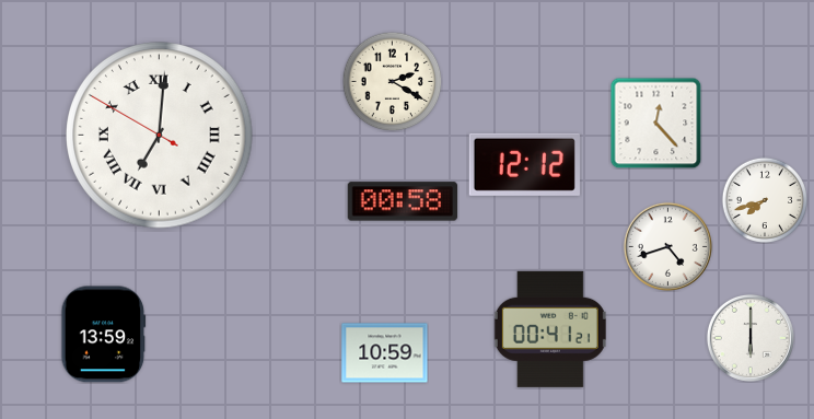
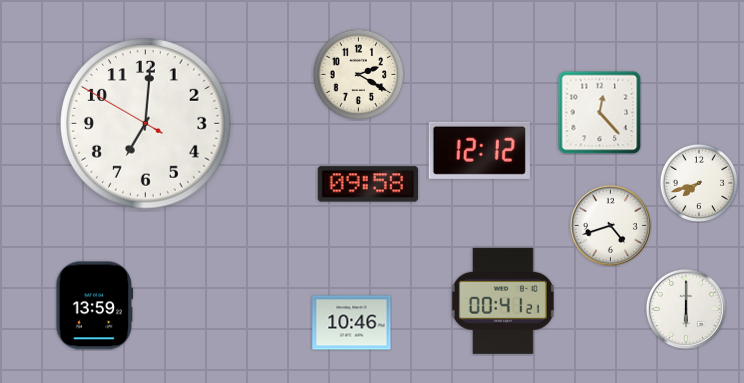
clock at (160, 136) numerals: Roman -> Arabic
clock at (403, 201): 00:58 -> 09:58
clock at (385, 353): 10:59 -> 10:46
